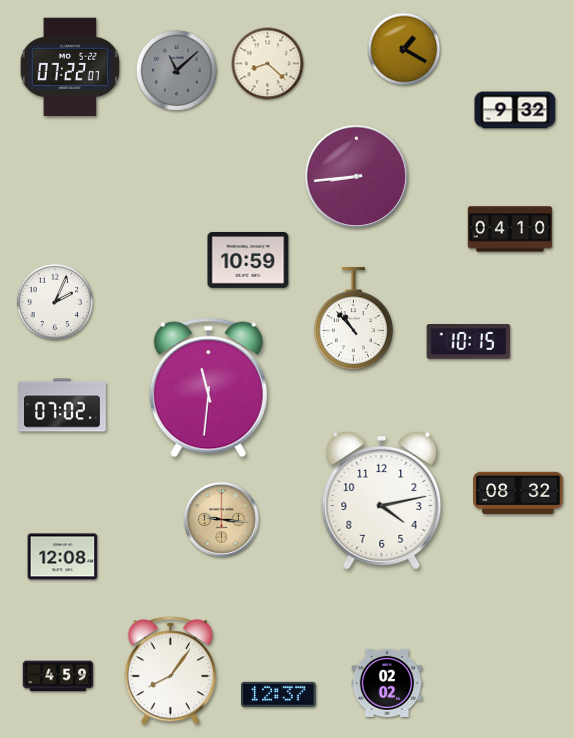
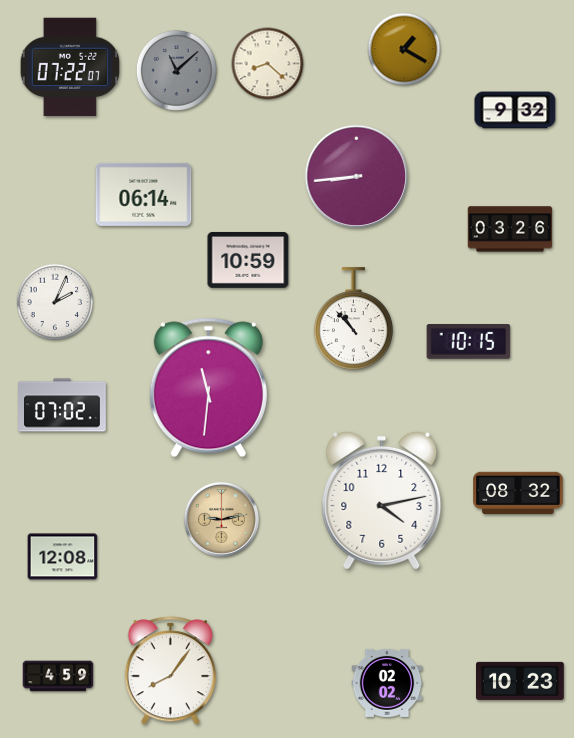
clock at (144, 194): none -> 06:14
clock at (510, 229): 04:10 -> 03:26
clock at (221, 519): 9:16 -> 9:13
clock at (521, 681): none -> 10:23
clock at (279, 694): 12:37 -> none
